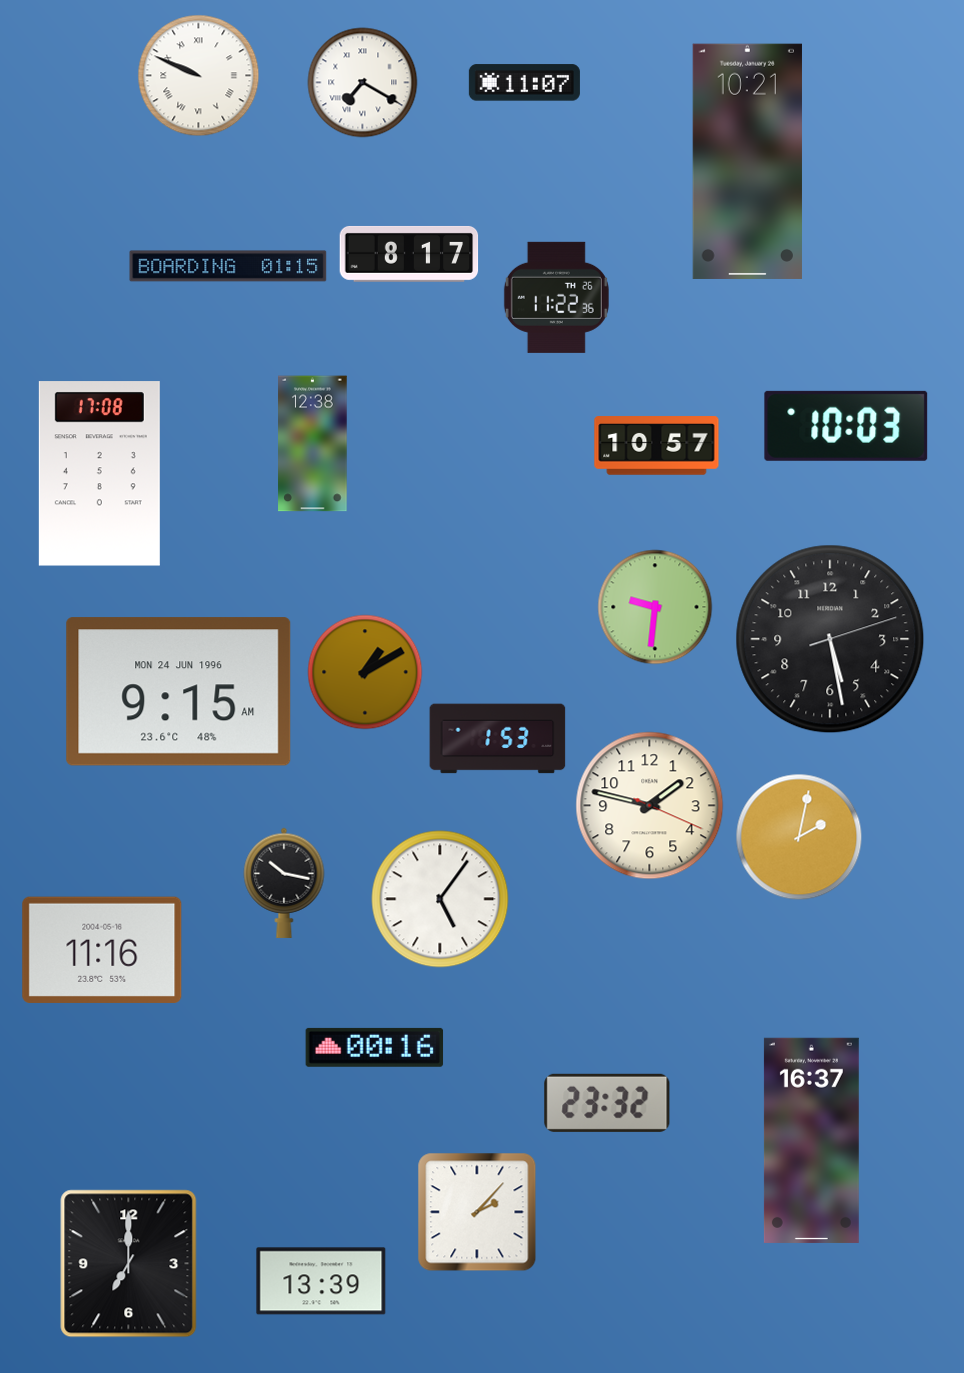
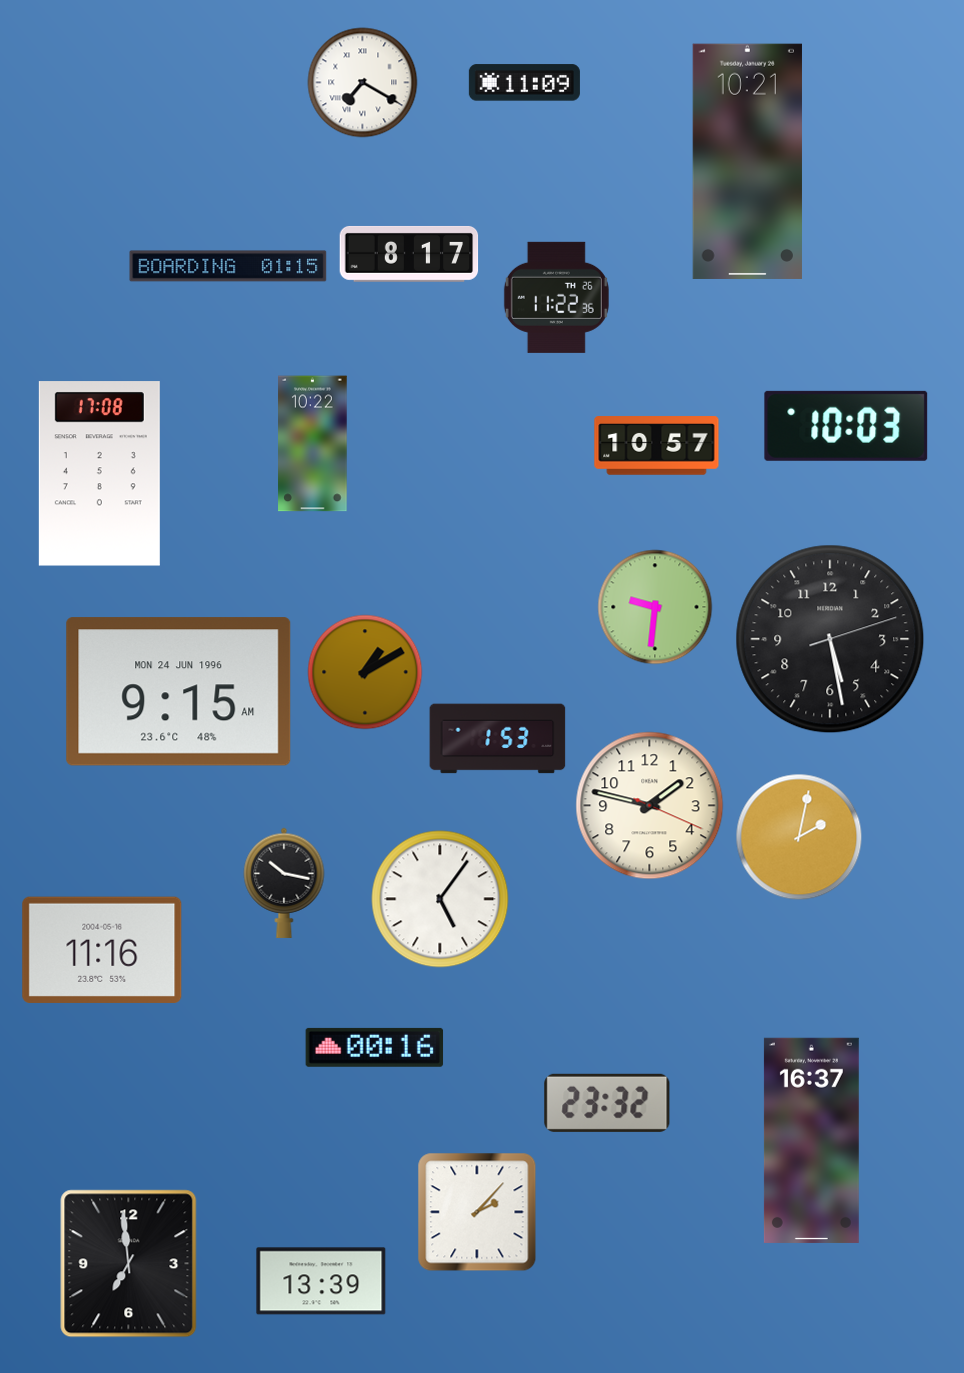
clock at (199, 76): 9:49 -> none
clock at (524, 83): 11:07 -> 11:09
clock at (313, 444): 12:38 -> 10:22
clock at (129, 1264): 7:00 -> 6:59
